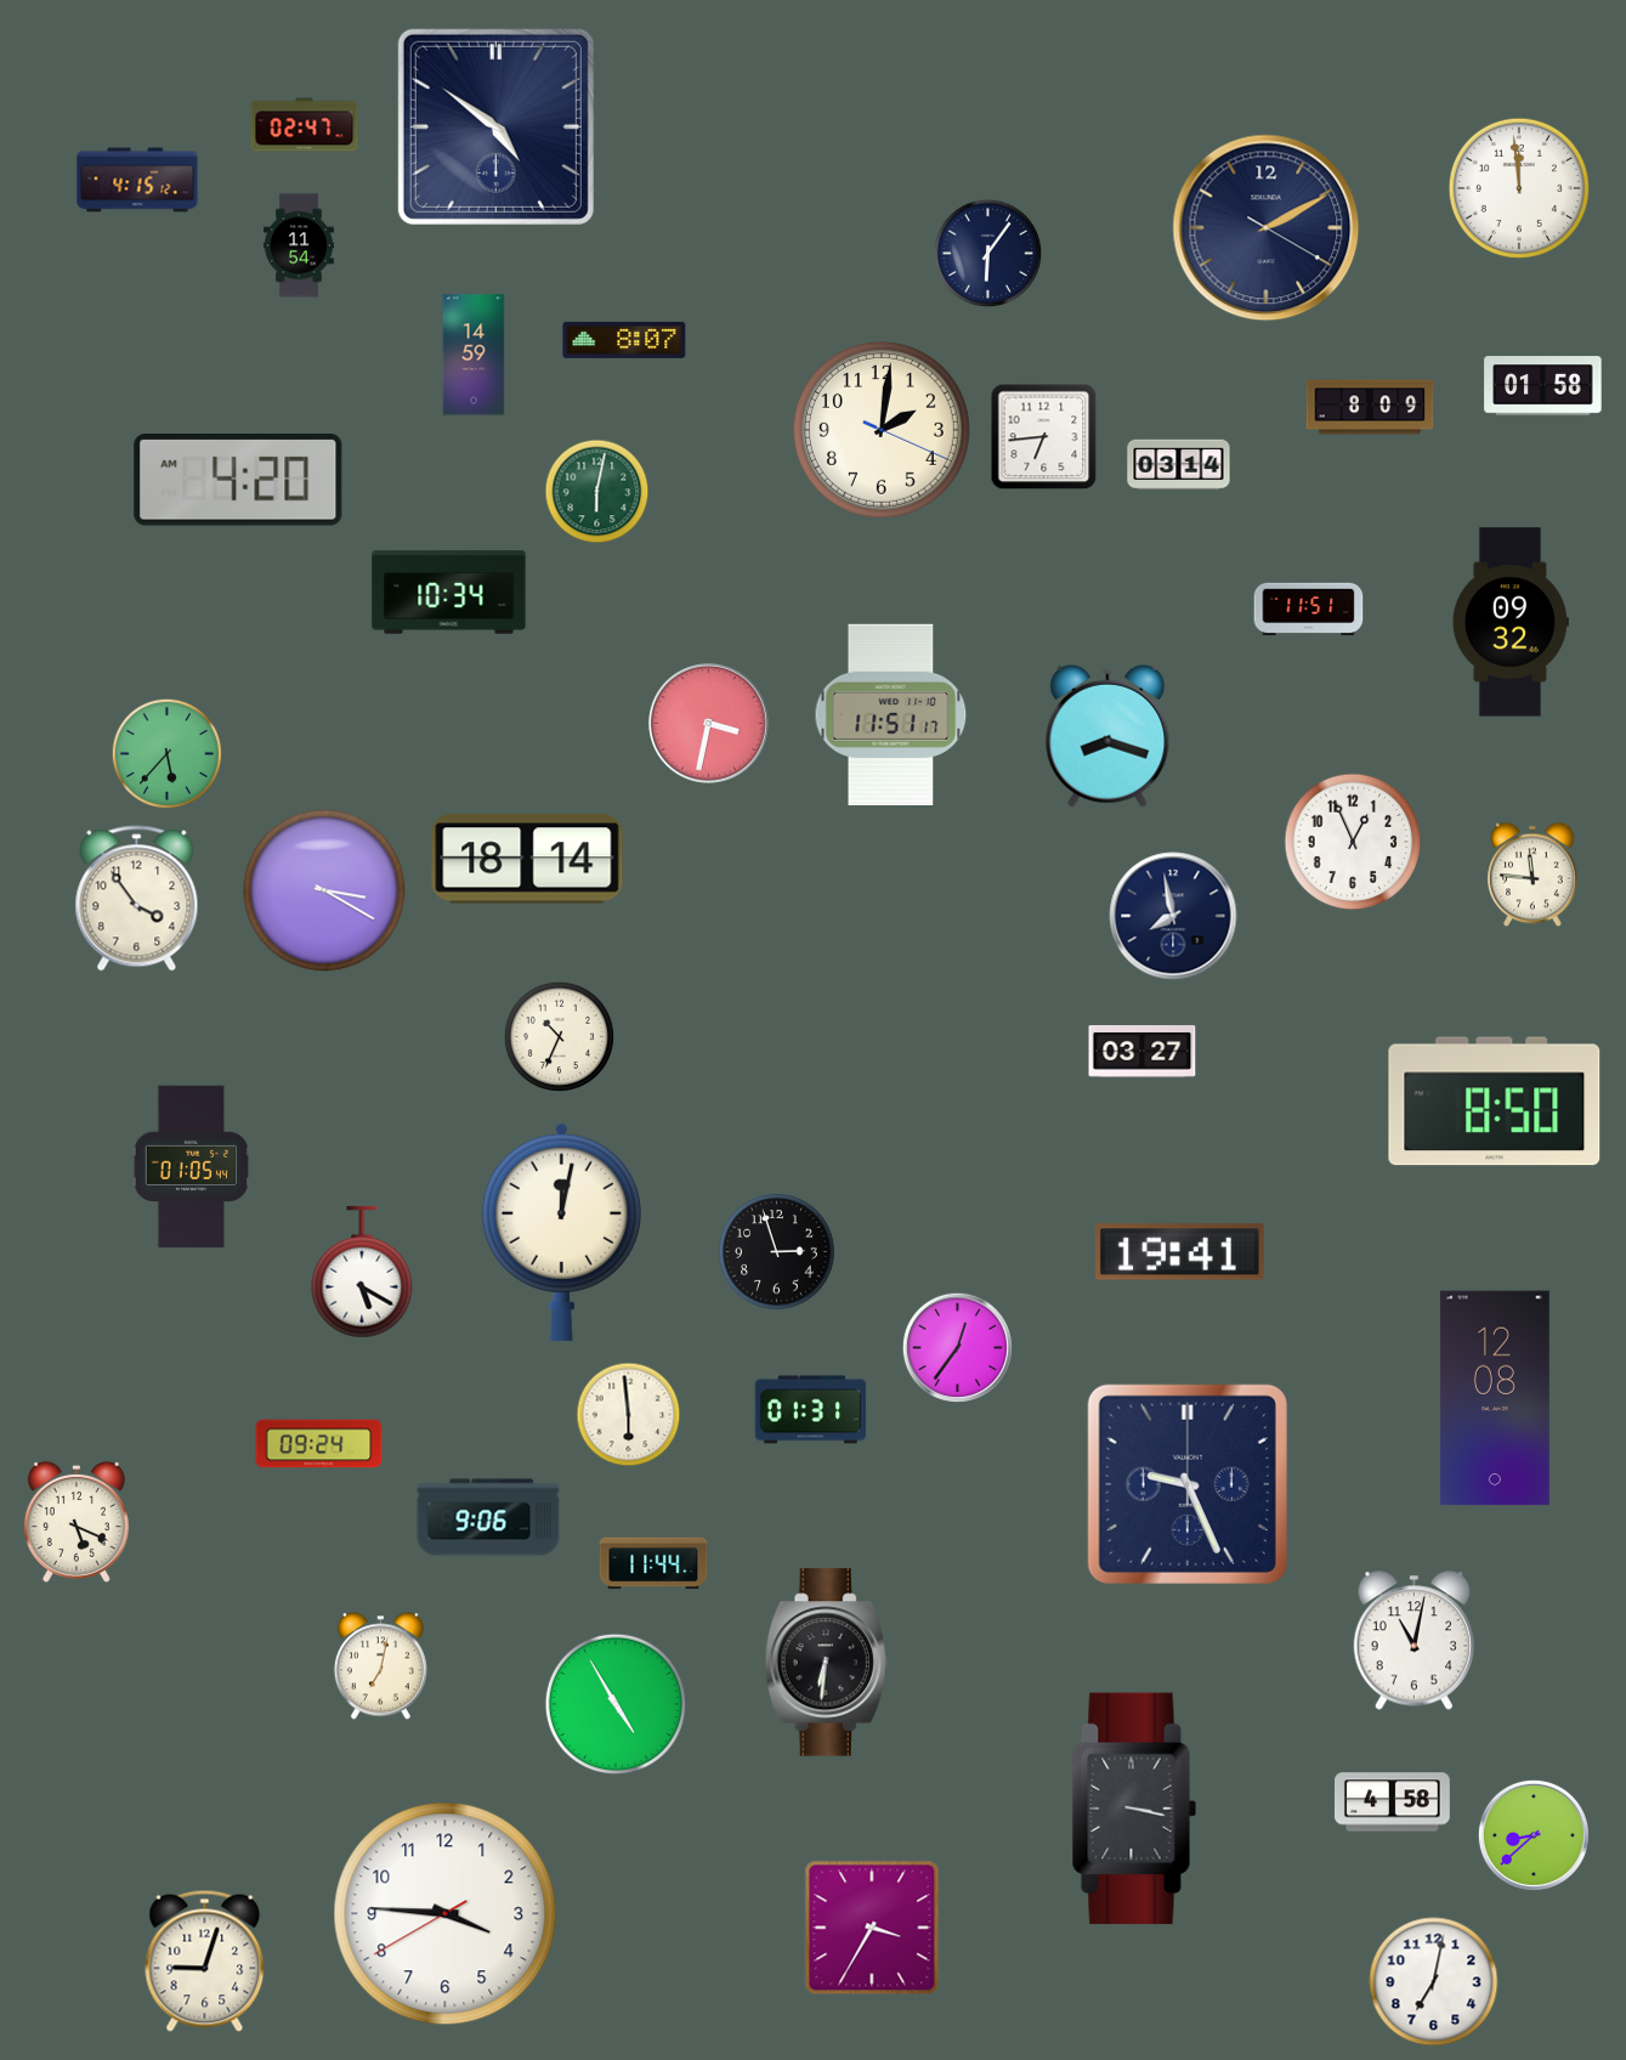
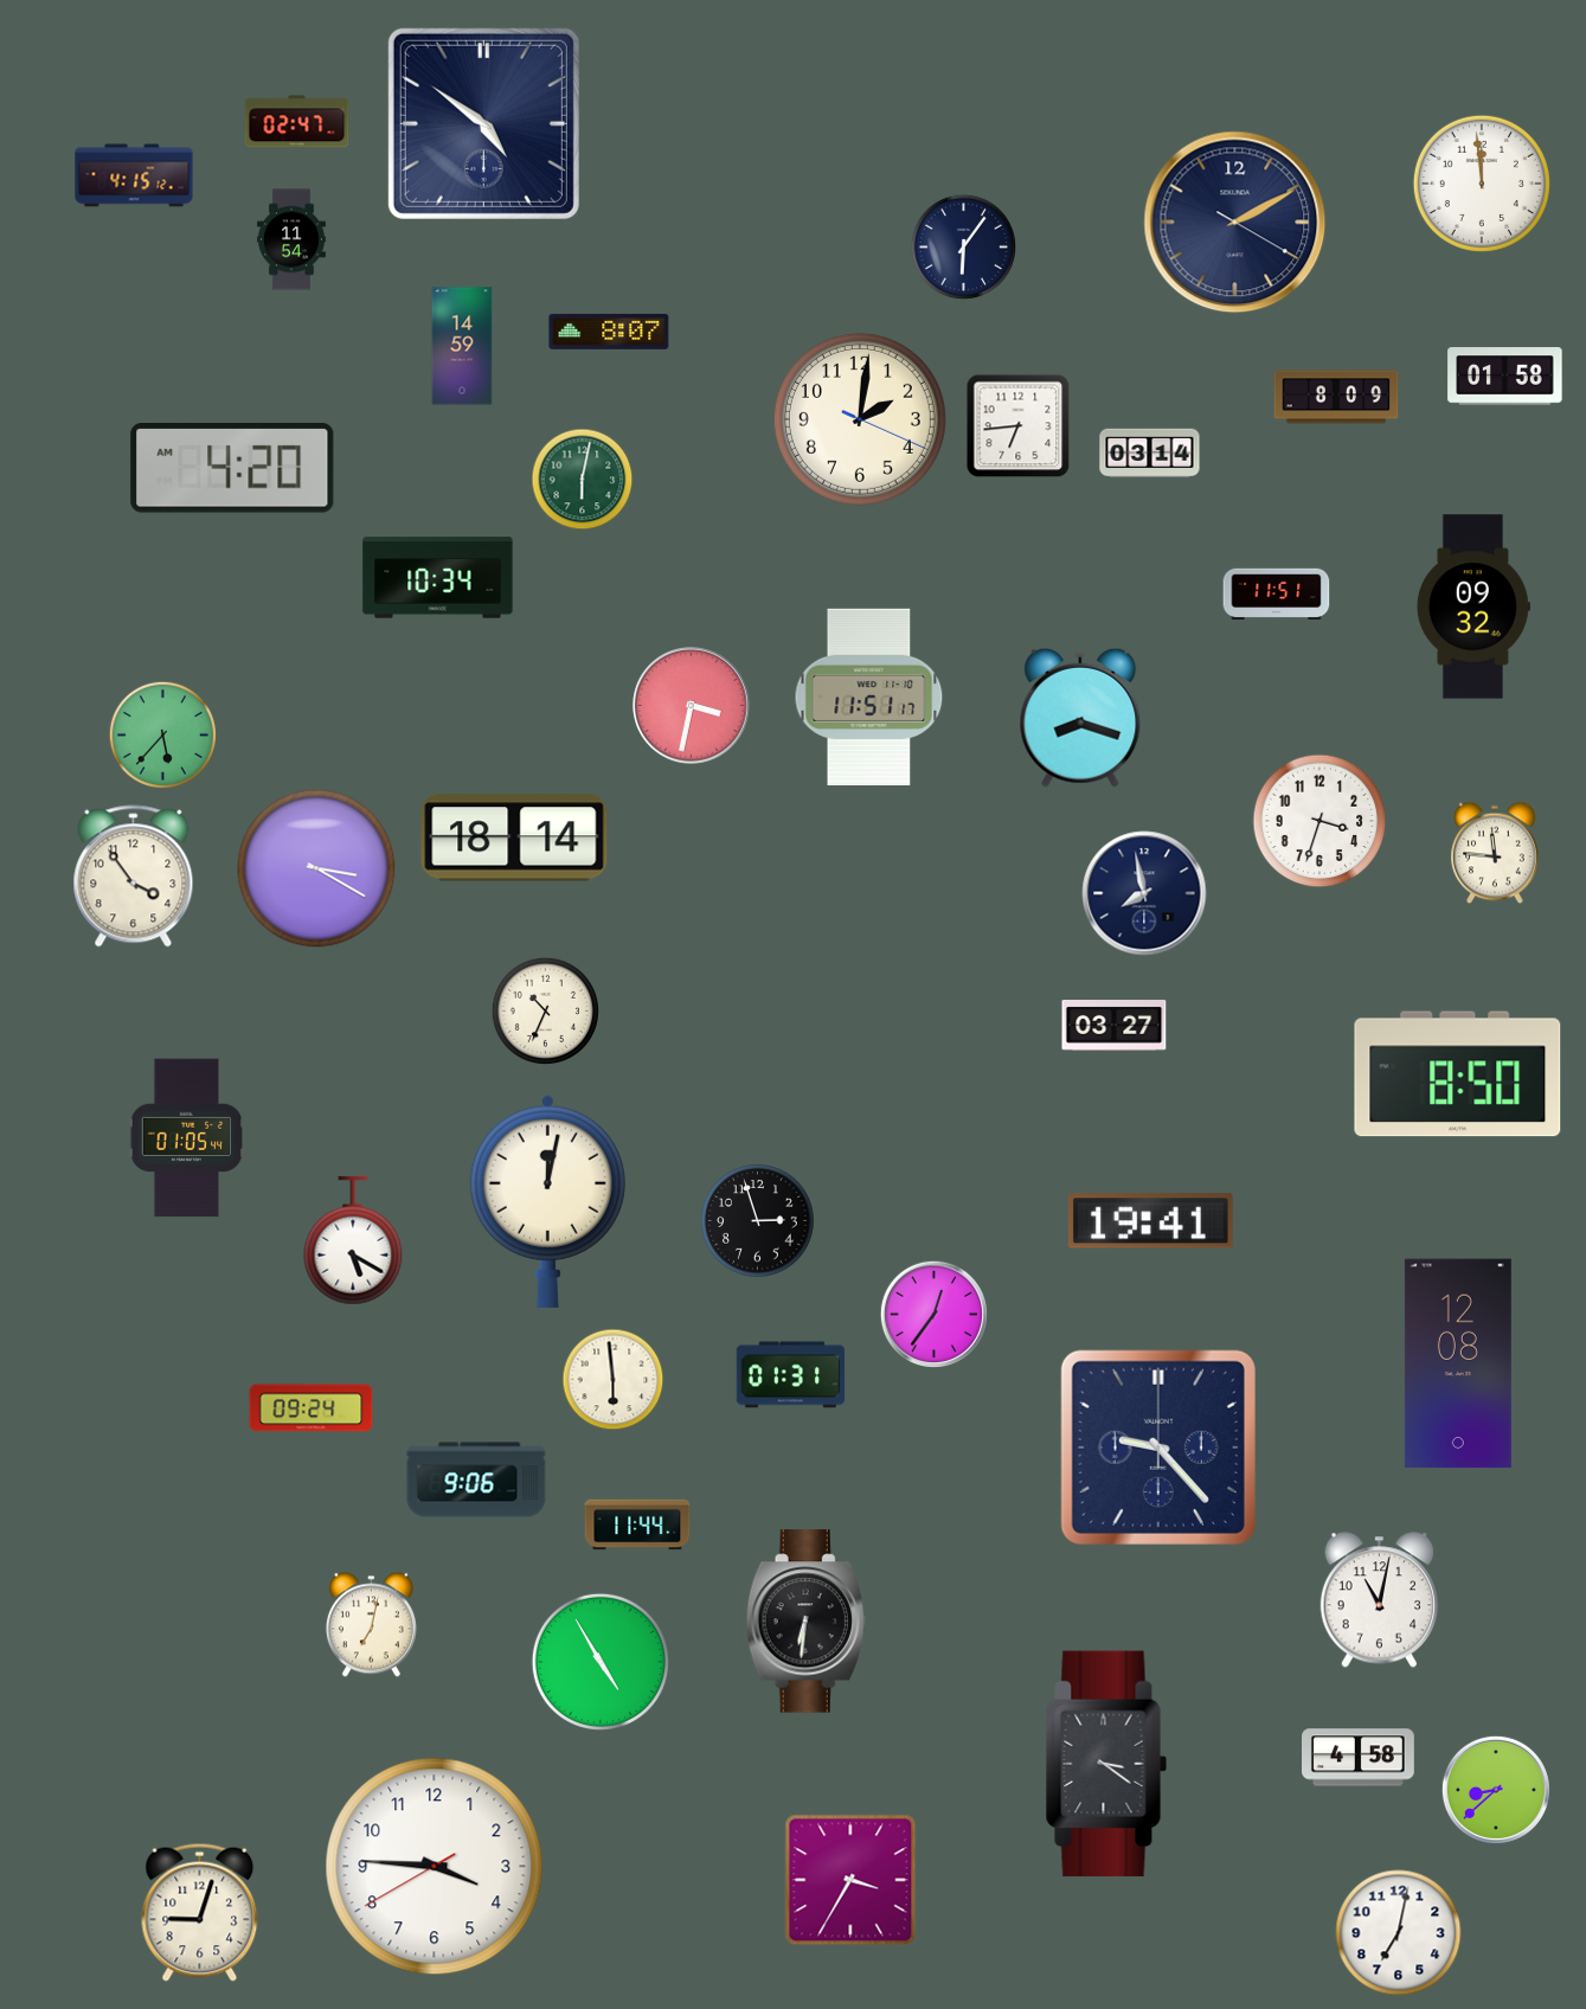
clock at (1353, 842): 12:56 -> 3:33
clock at (1188, 1484): 9:26 -> 9:23
clock at (77, 1522): 5:19 -> none
clock at (1134, 1809): 3:17 -> 3:21
